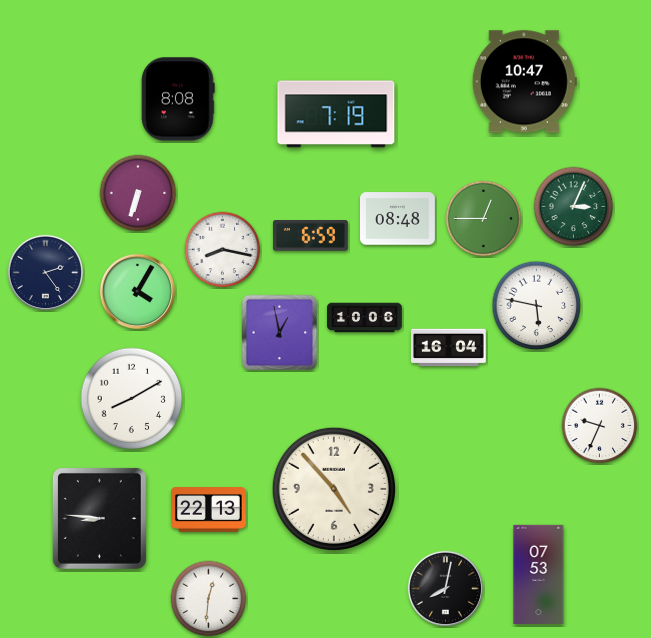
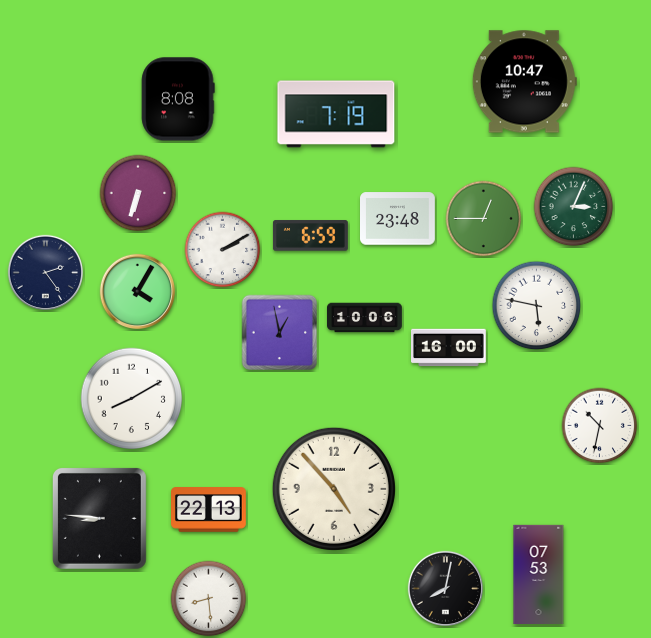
clock at (398, 219): 08:48 -> 23:48
clock at (223, 250): 8:17 -> 2:10
clock at (449, 348): 16:04 -> 16:00
clock at (600, 426): 9:34 -> 10:32
clock at (209, 599): 12:31 -> 8:29
